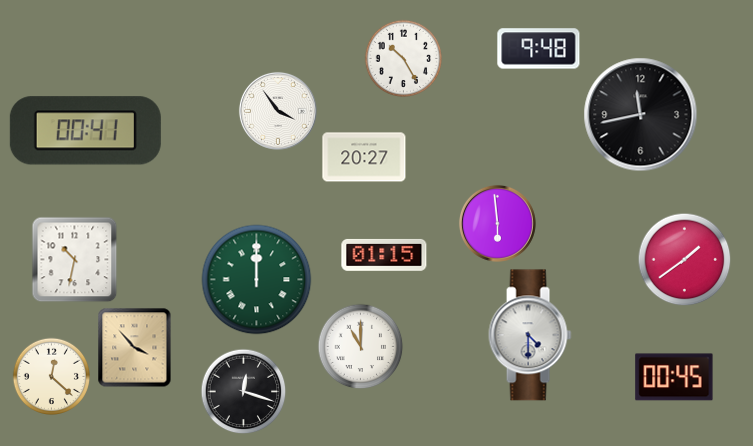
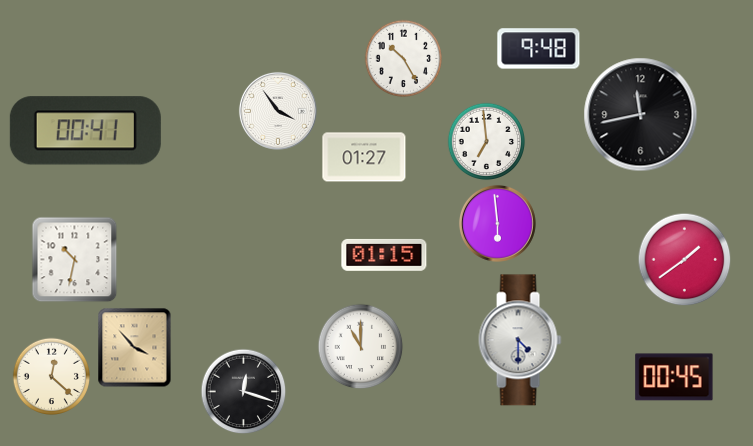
clock at (486, 141): none -> 6:59
clock at (364, 157): 20:27 -> 01:27
clock at (257, 280): 12:00 -> none
clock at (530, 335) position: (530, 335) -> (520, 340)
